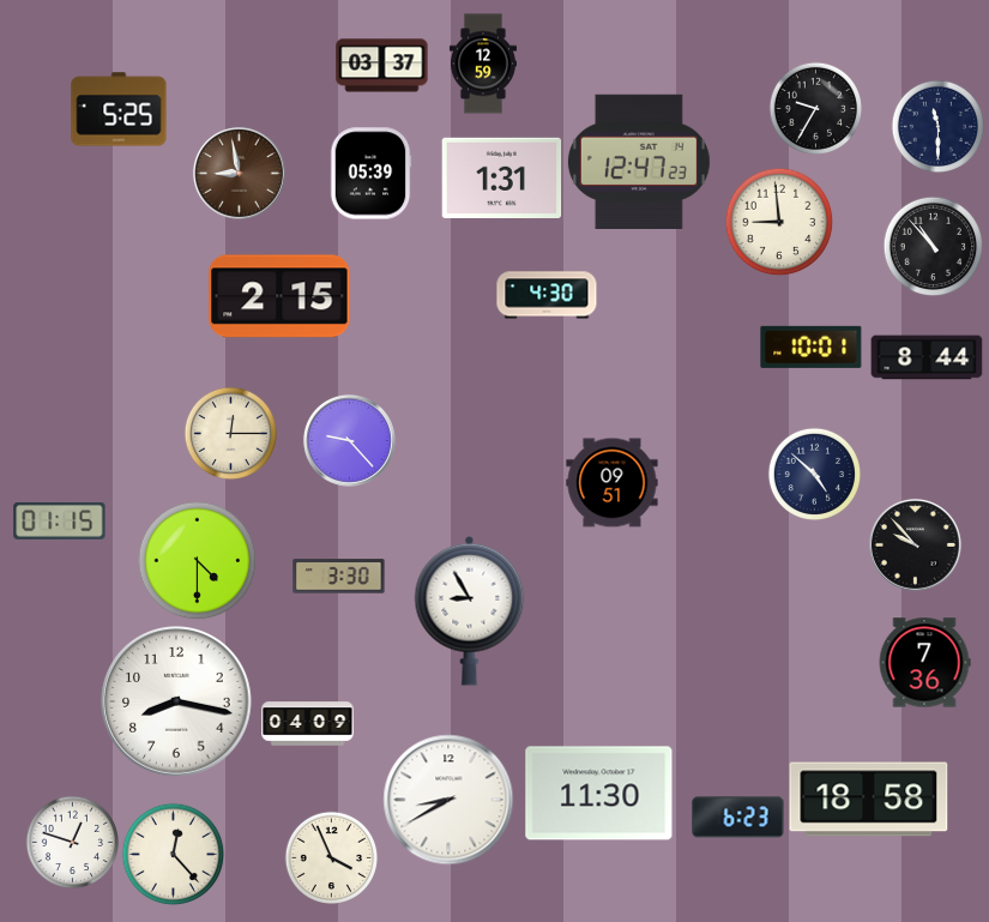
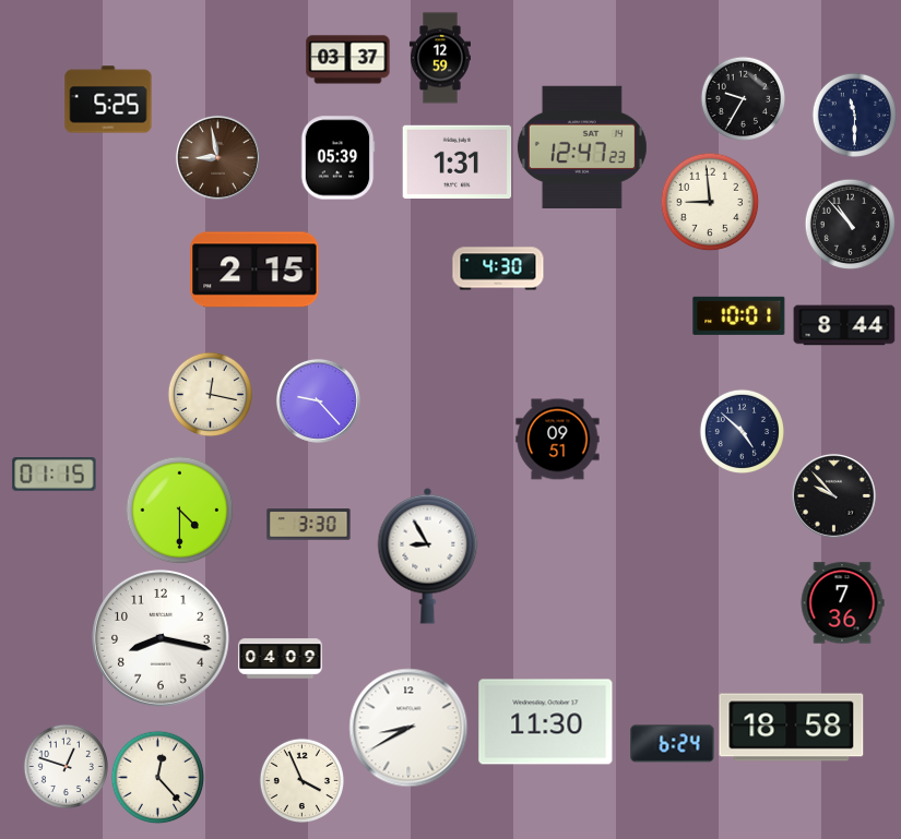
clock at (230, 433): 12:15 -> 12:17
clock at (738, 818): 6:23 -> 6:24
